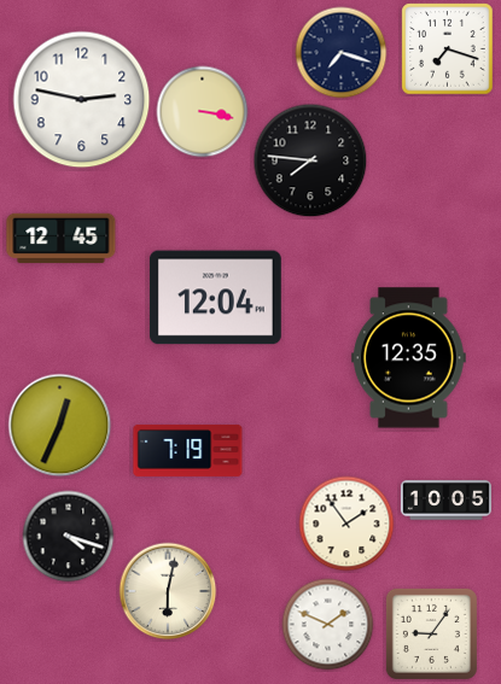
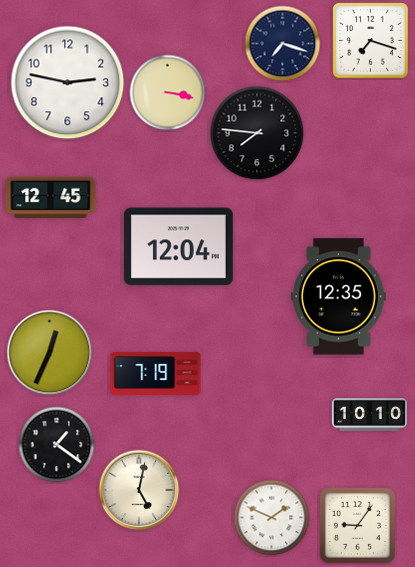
clock at (445, 501): 10:05 -> 10:10
clock at (346, 524): 1:54 -> none
clock at (69, 537): 4:18 -> 1:21
clock at (168, 591): 6:02 -> 5:02
